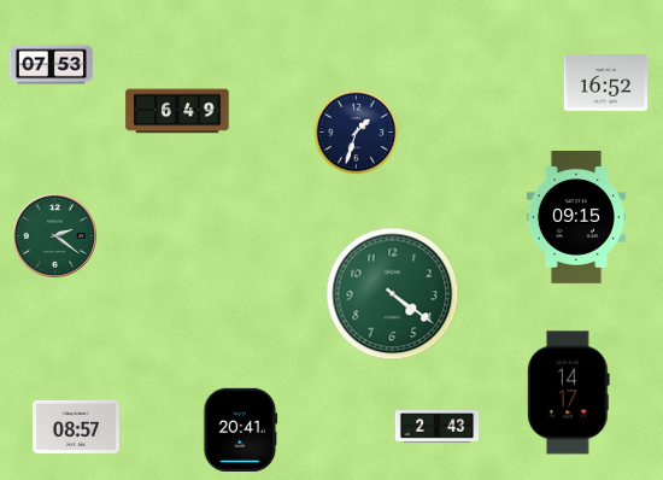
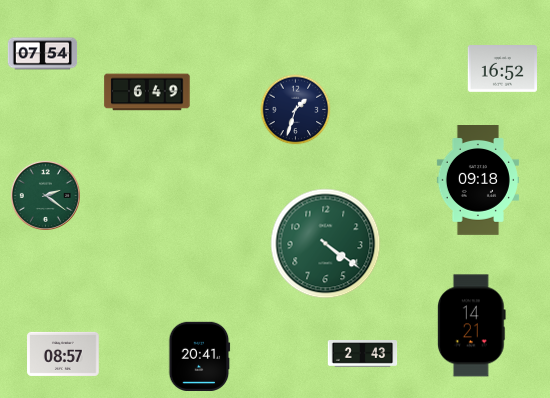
clock at (52, 65): 07:53 -> 07:54
clock at (576, 218): 09:15 -> 09:18
clock at (568, 393): 14:17 -> 14:21
